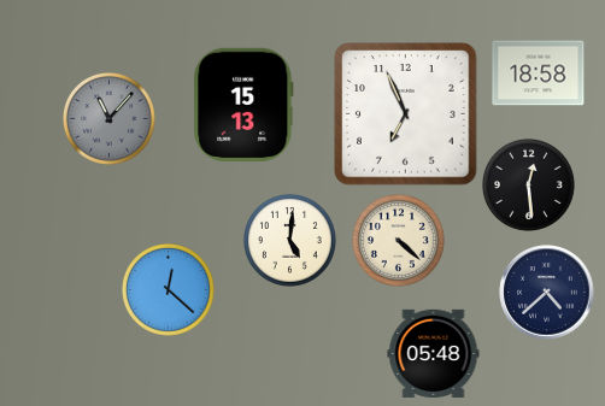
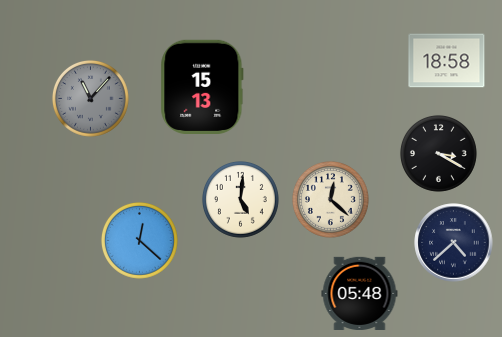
clock at (406, 114): 6:56 -> none
clock at (528, 184): 12:29 -> 3:20
clock at (398, 240): 4:22 -> 12:22
